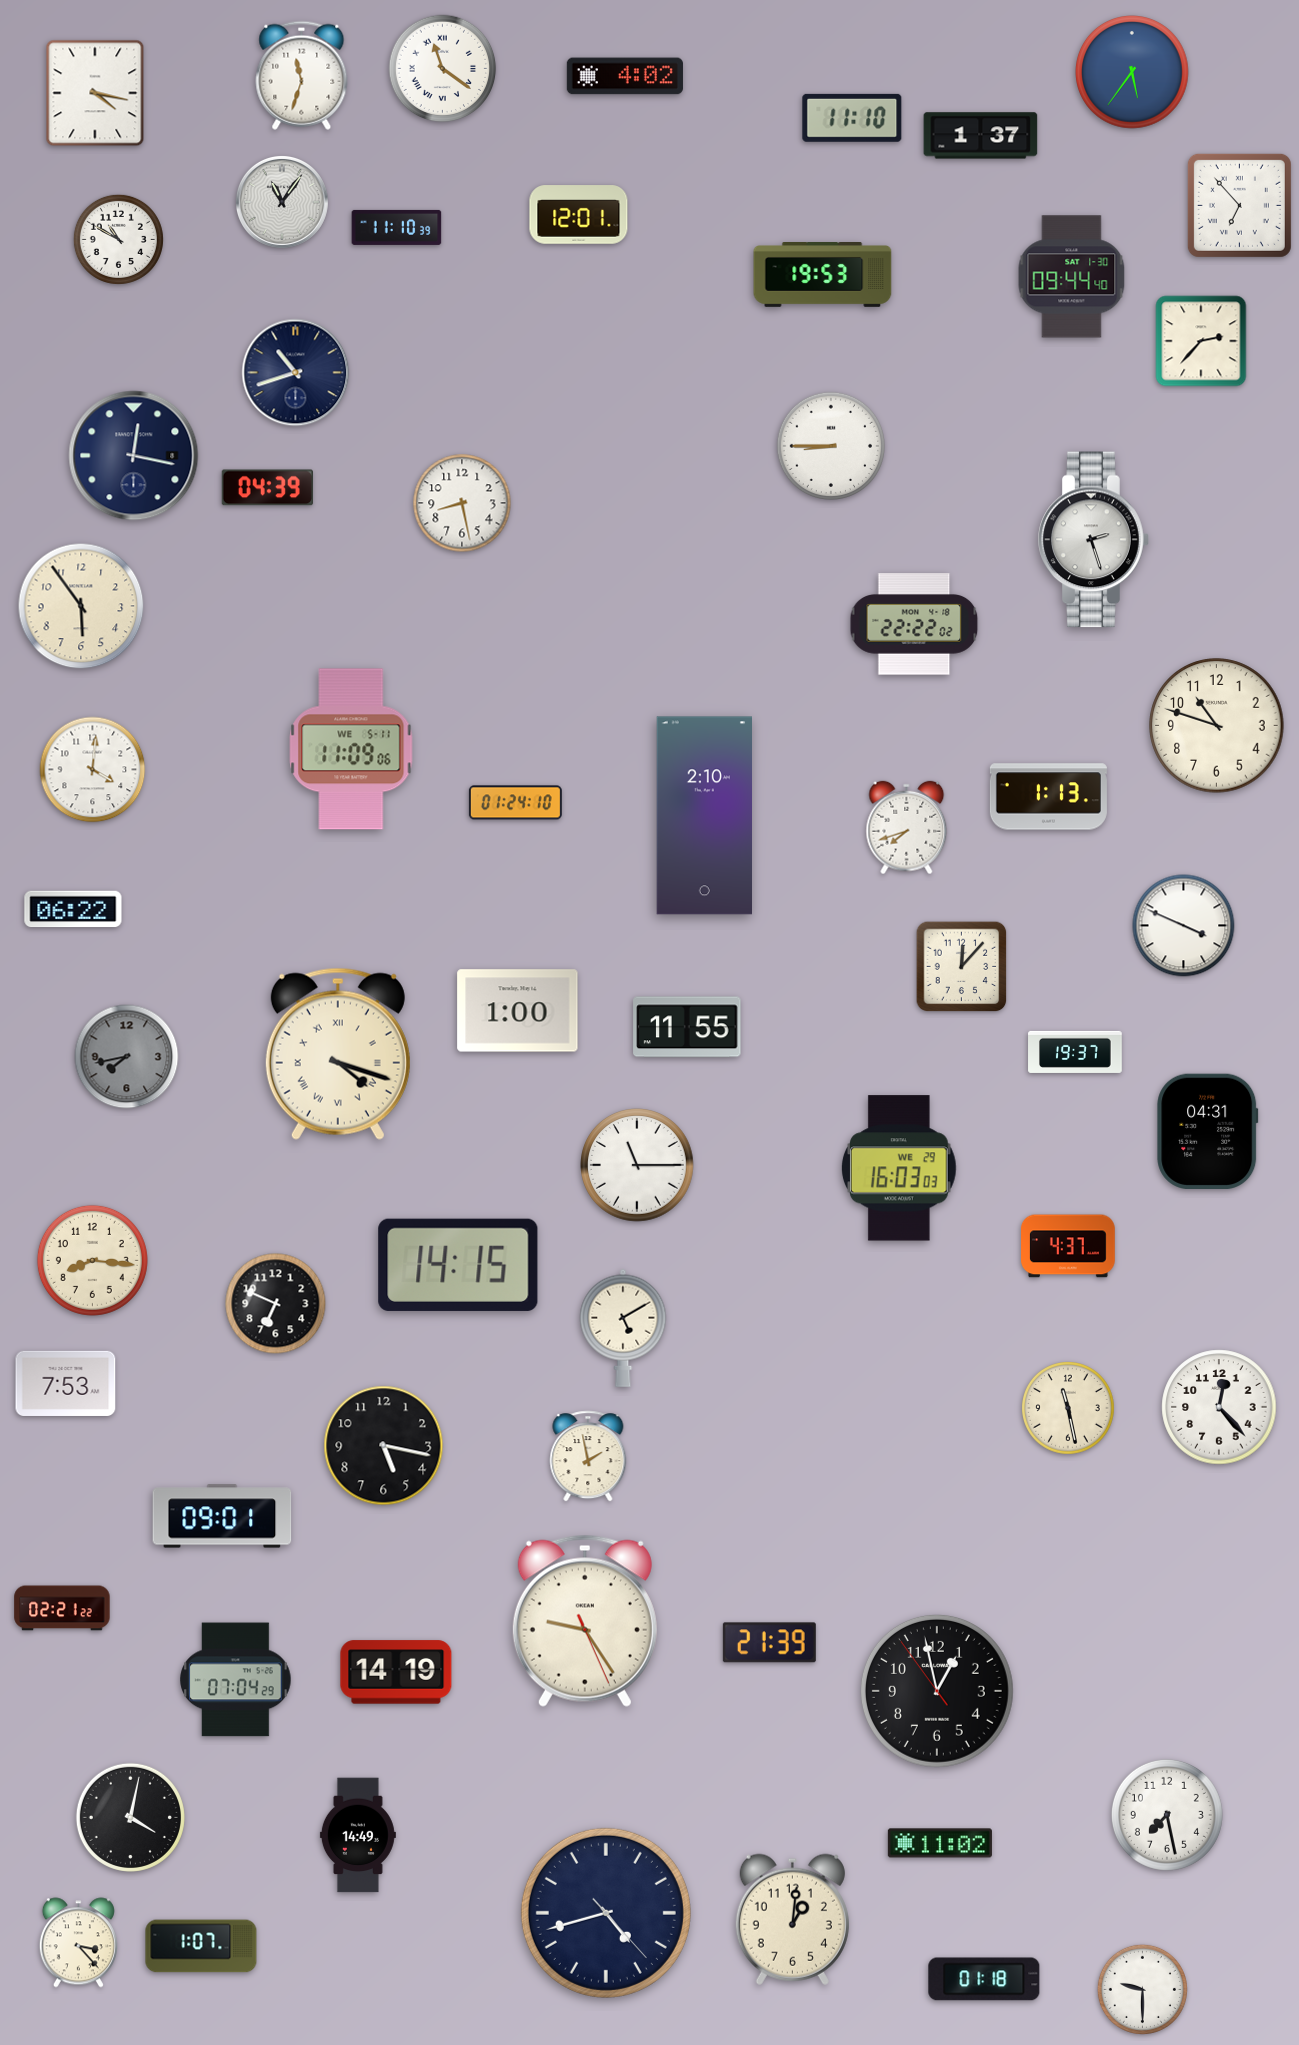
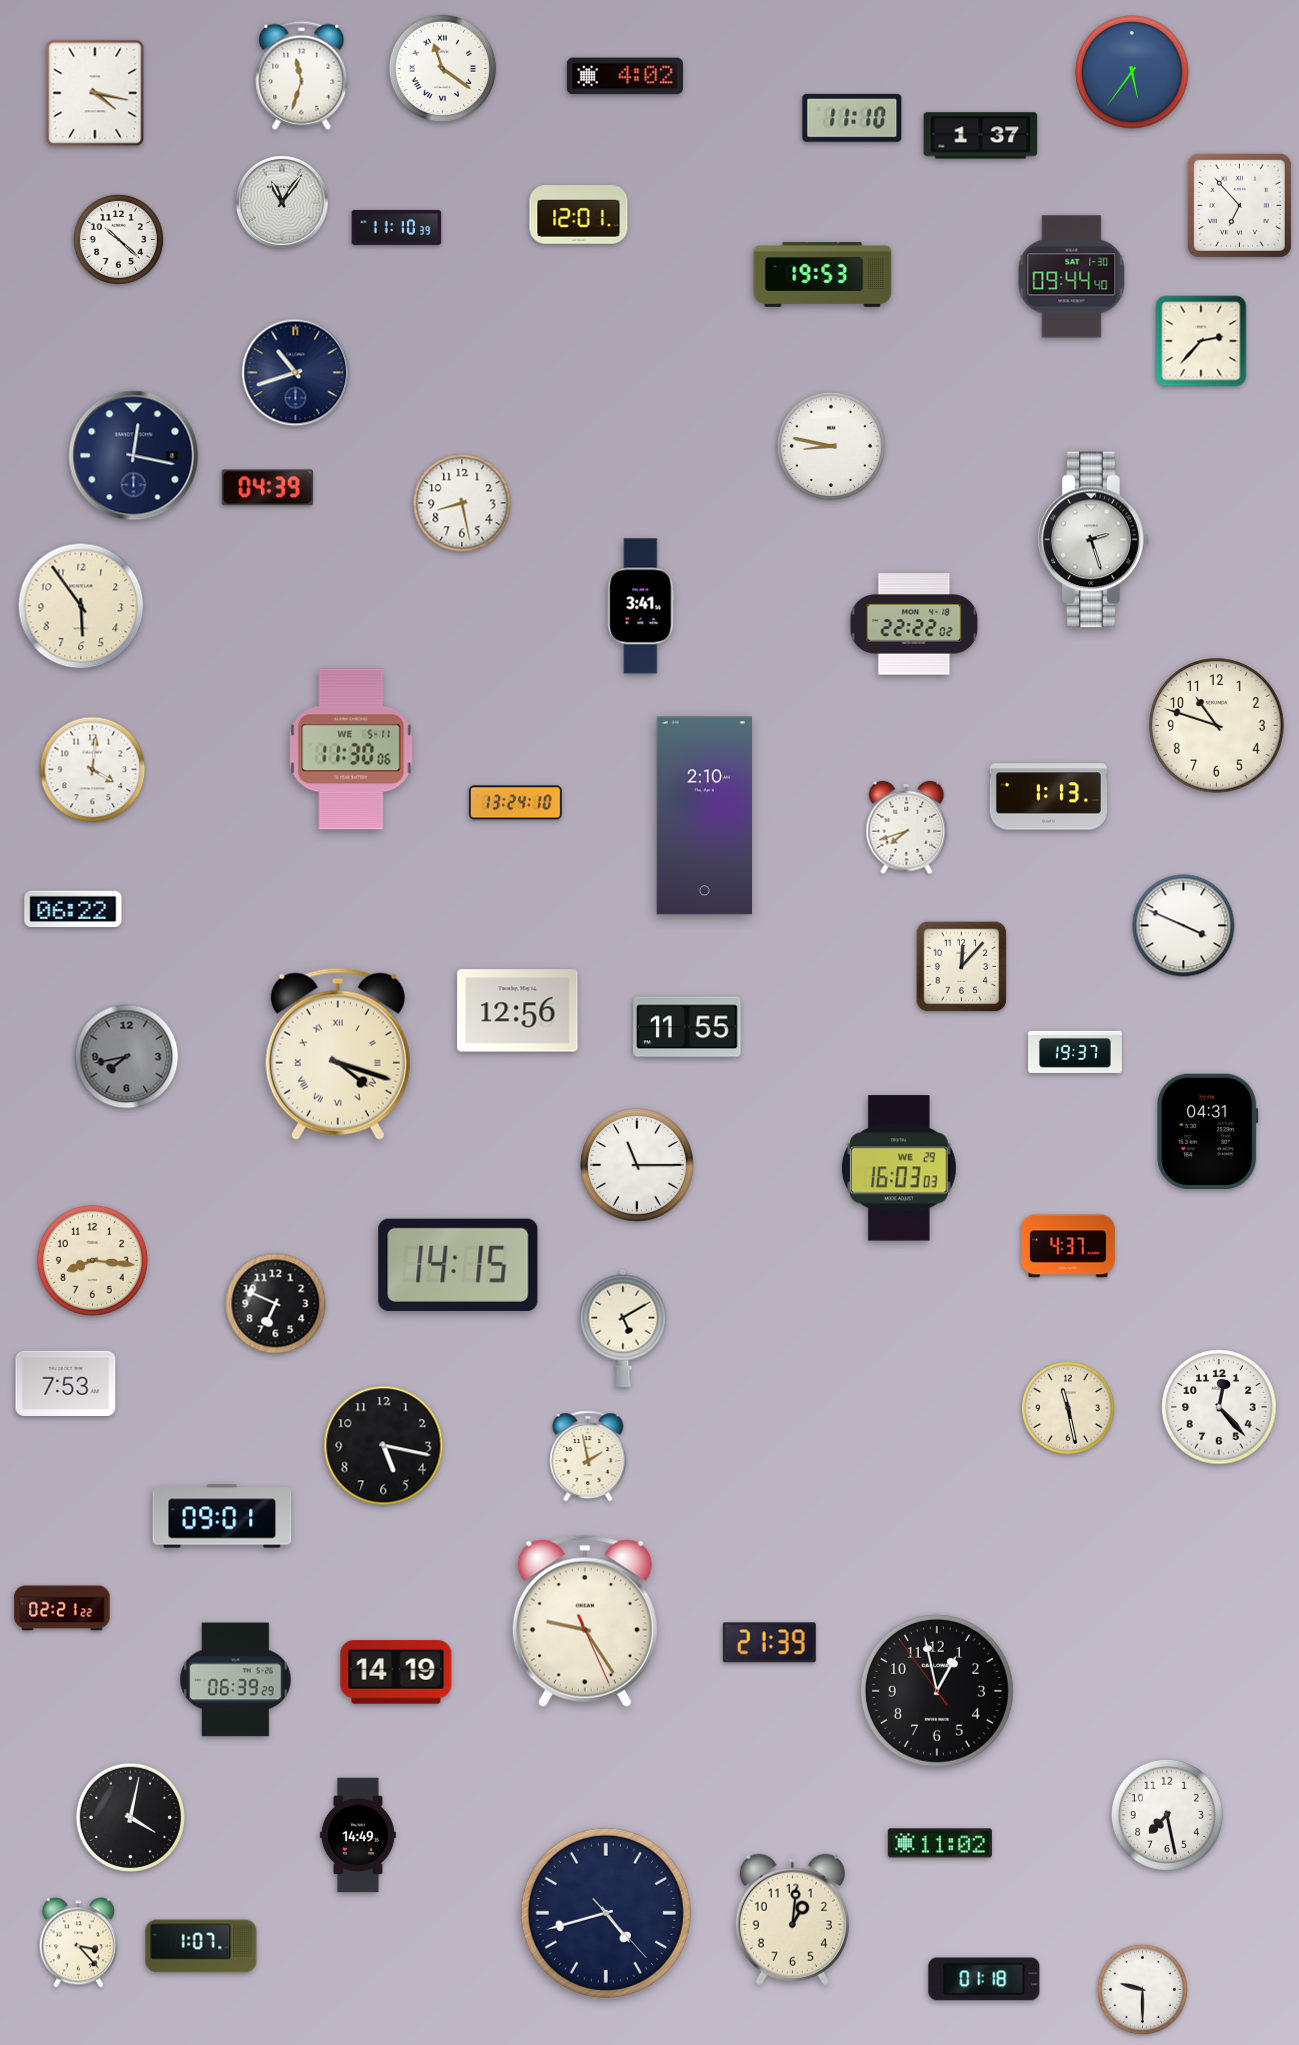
clock at (118, 239): 10:50 -> 10:22
clock at (830, 445): 8:45 -> 8:47
clock at (641, 606): none -> 3:41
clock at (351, 749): 11:09 -> 11:30
clock at (515, 803): 01:24 -> 13:24
clock at (518, 1011): 1:00 -> 12:56
clock at (236, 1680): 07:04 -> 06:39
